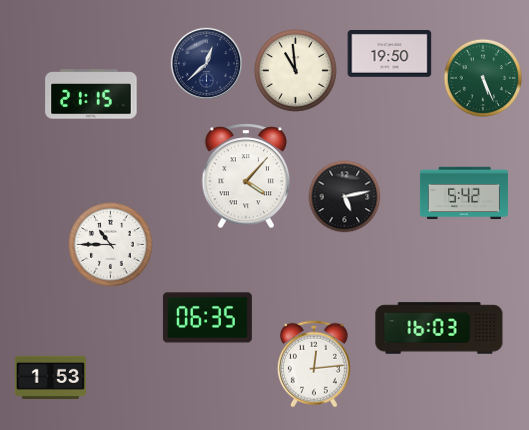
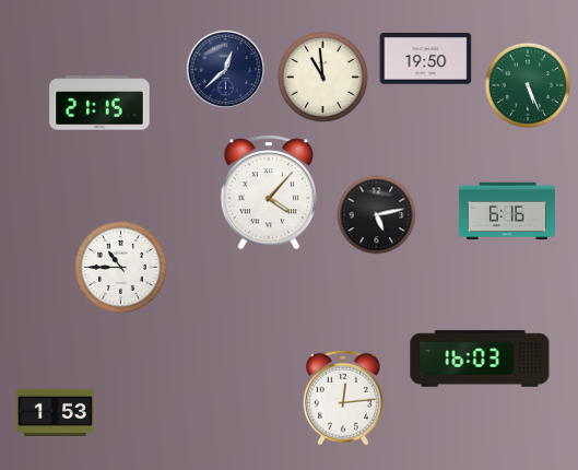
clock at (464, 193): 5:42 -> 6:16
clock at (207, 318): 06:35 -> none
